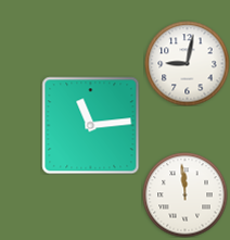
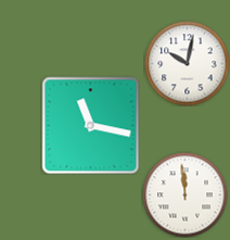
clock at (187, 63): 9:02 -> 10:02
clock at (90, 125): 11:14 -> 11:17
